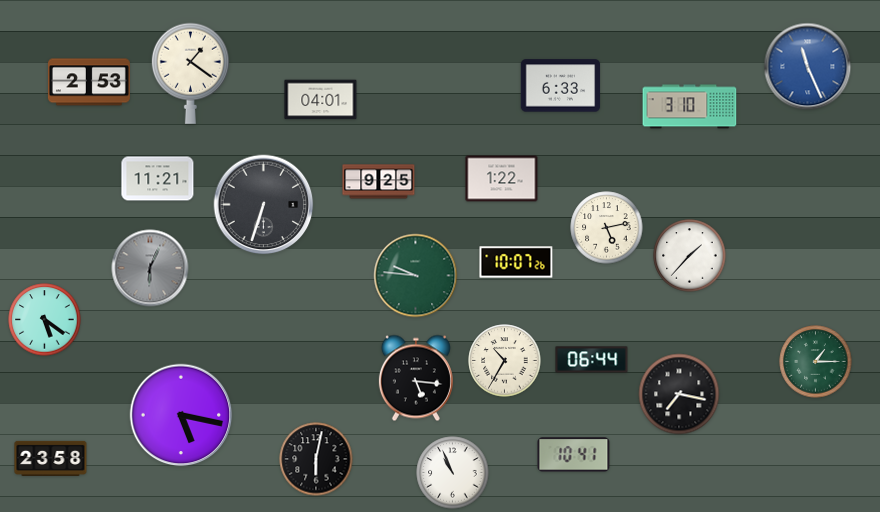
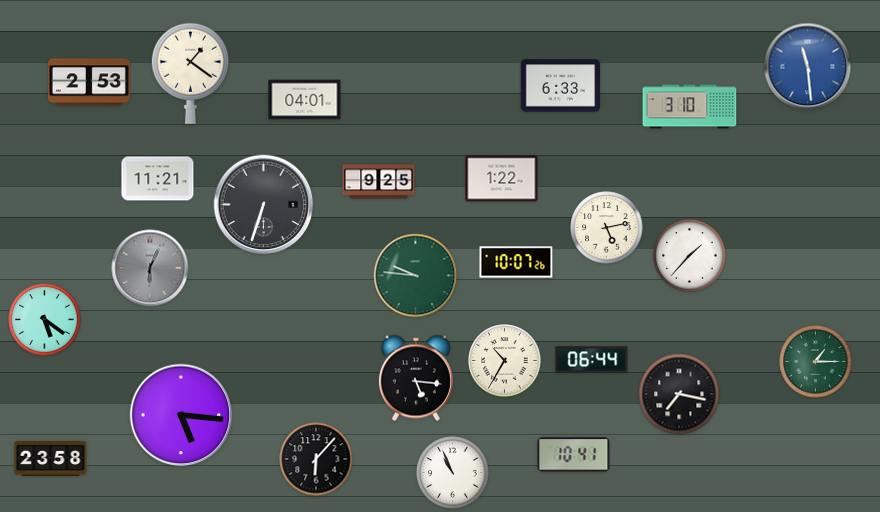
clock at (808, 67): 11:26 -> 11:29
clock at (321, 100) position: (321, 100) -> (305, 100)
clock at (181, 415): 5:17 -> 5:16
clock at (316, 459): 6:02 -> 6:07
